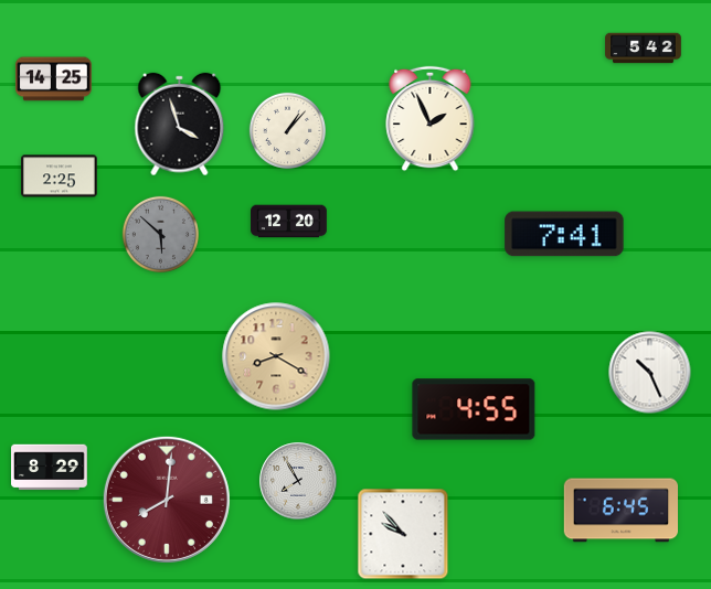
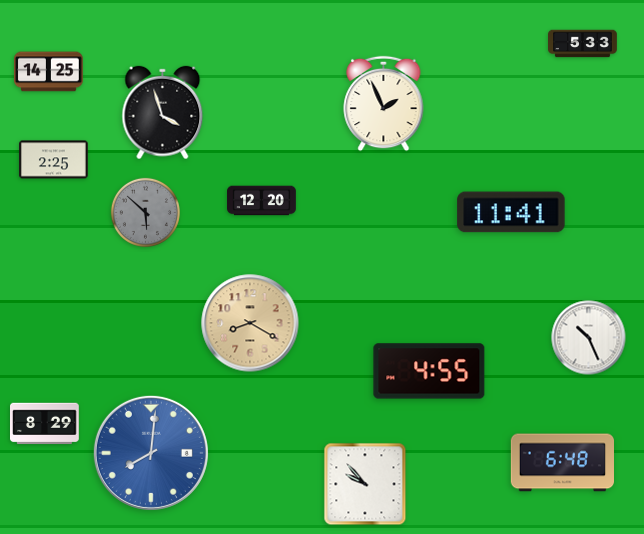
clock at (644, 49): 5:42 -> 5:33
clock at (431, 119) position: (431, 119) -> (384, 104)
clock at (287, 130): 1:07 -> none
clock at (564, 234): 7:41 -> 11:41
clock at (298, 481): 7:55 -> none
clock at (167, 500) dial: burgundy -> blue
clock at (620, 511): 6:45 -> 6:48
